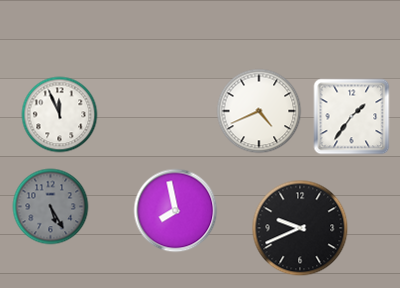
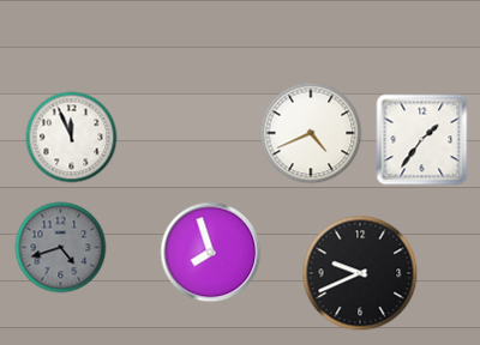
clock at (51, 207): 5:25 -> 4:42
clock at (176, 211): 7:58 -> 7:57
